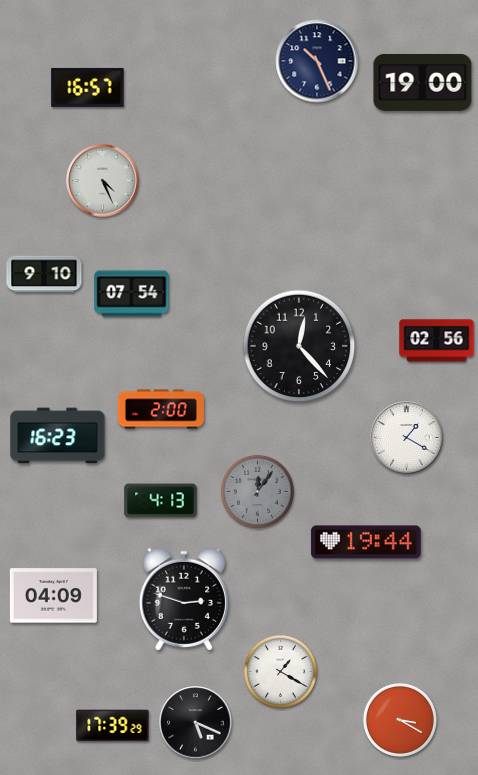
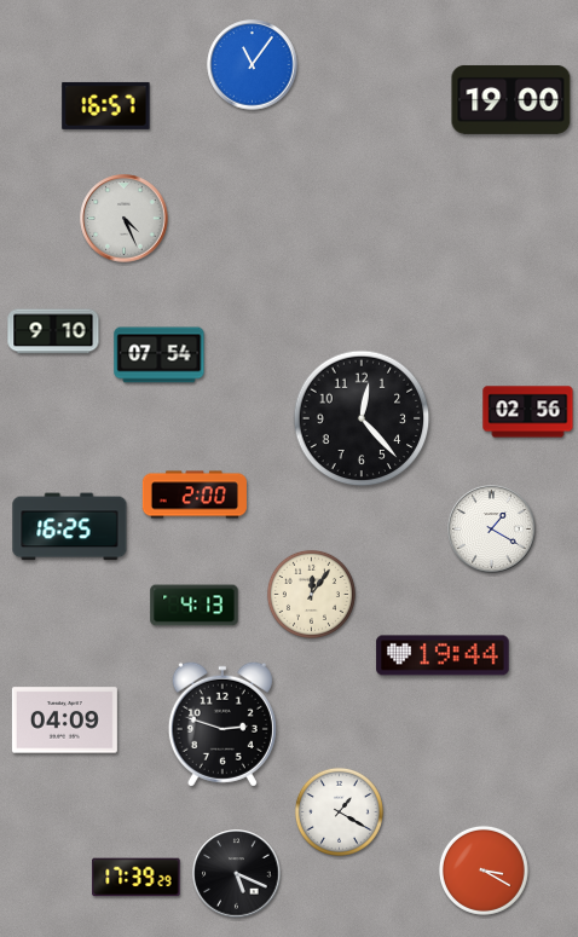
clock at (253, 65): none -> 11:06
clock at (317, 61): 10:26 -> none
clock at (58, 436): 16:23 -> 16:25
clock at (257, 491) dial: grey -> cream
